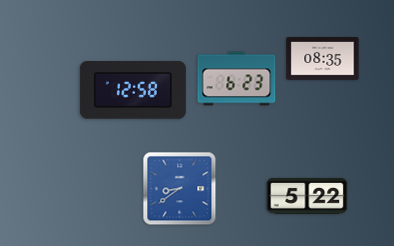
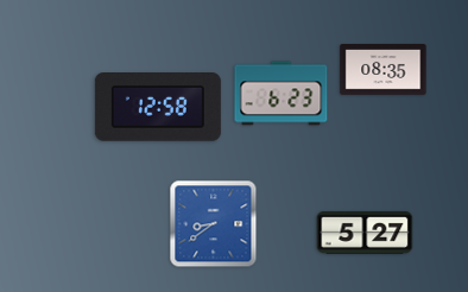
clock at (307, 196): 5:22 -> 5:27
